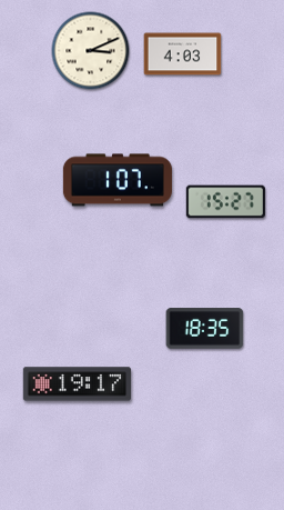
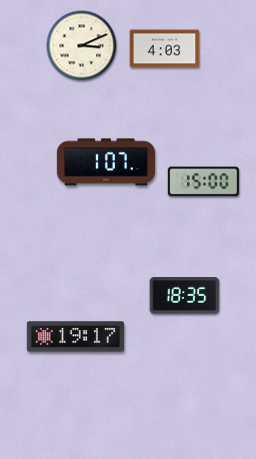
clock at (225, 202): 15:27 -> 15:00
clock at (77, 384) position: (77, 384) -> (75, 337)
